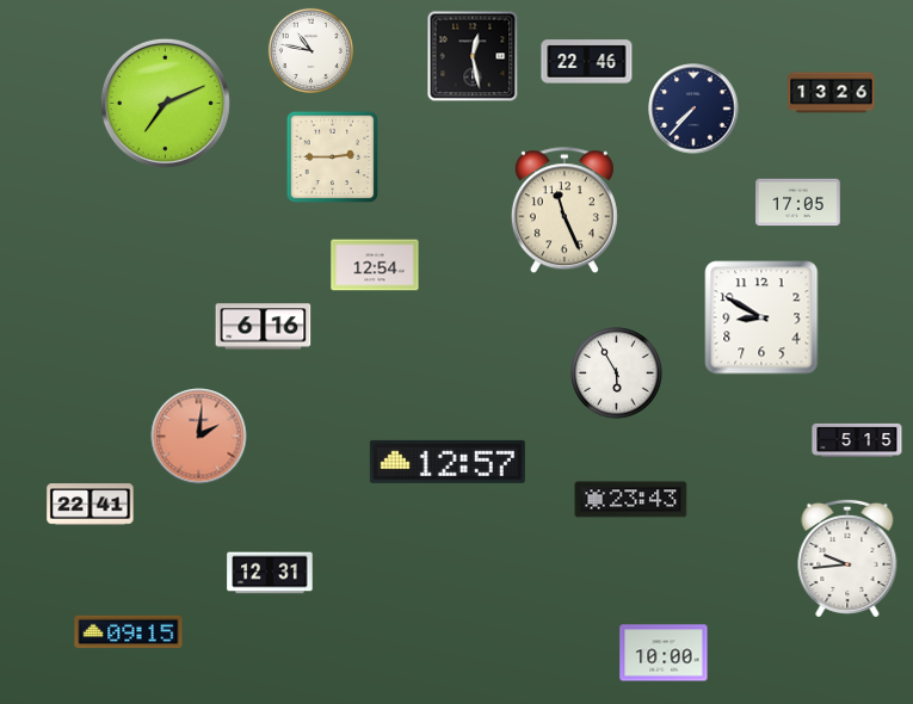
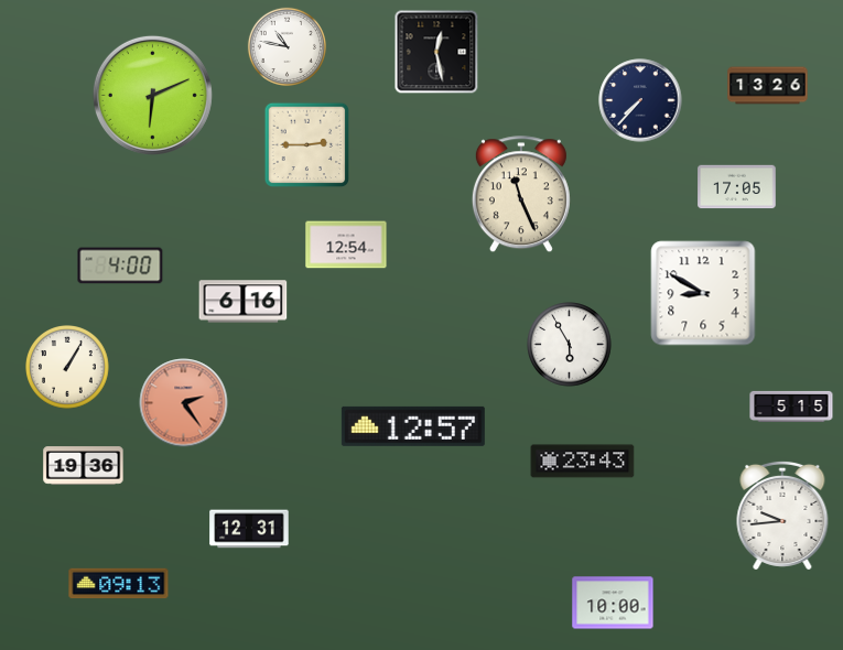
clock at (587, 62): 22:46 -> none
clock at (165, 103): 7:11 -> 6:11
clock at (120, 266): none -> 4:00
clock at (68, 368): none -> 1:05
clock at (199, 437): 2:01 -> 2:24
clock at (91, 505): 22:41 -> 19:36
clock at (129, 632): 09:15 -> 09:13
